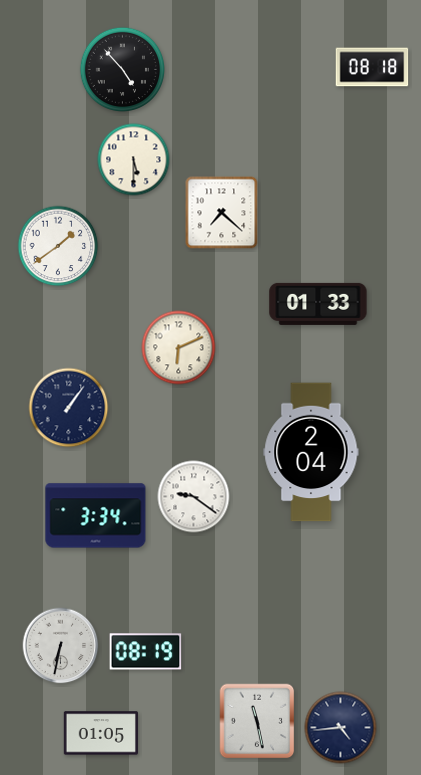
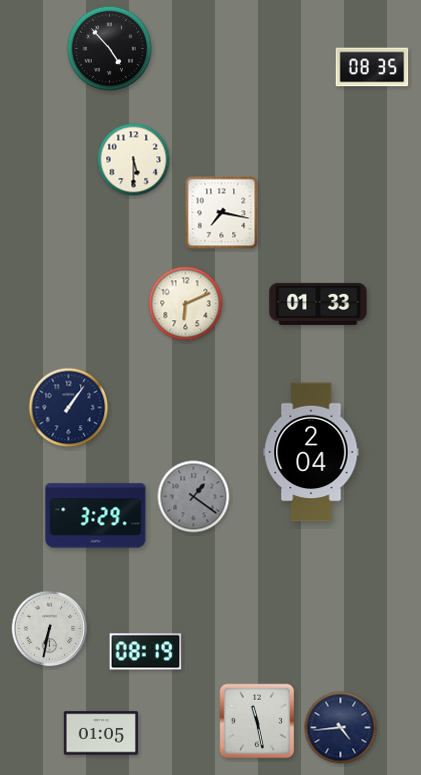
clock at (372, 67): 08:18 -> 08:35
clock at (123, 70) position: (123, 70) -> (110, 49)
clock at (222, 213): 7:22 -> 7:17
clock at (58, 246): 1:39 -> none
clock at (179, 348) position: (179, 348) -> (186, 304)
clock at (194, 497): 9:21 -> 1:21
clock at (194, 497) dial: white -> grey
clock at (96, 516): 3:34 -> 3:29
clock at (61, 646) position: (61, 646) -> (50, 629)
